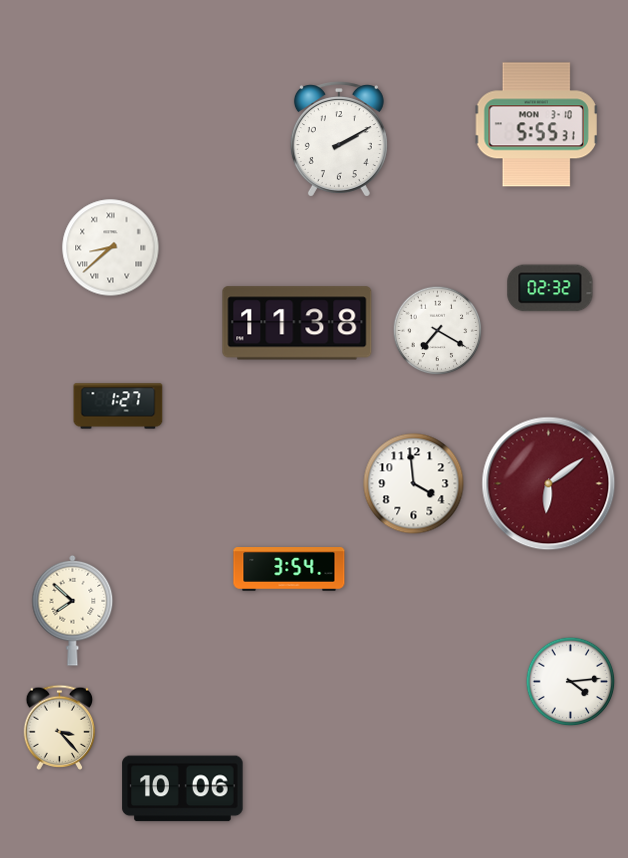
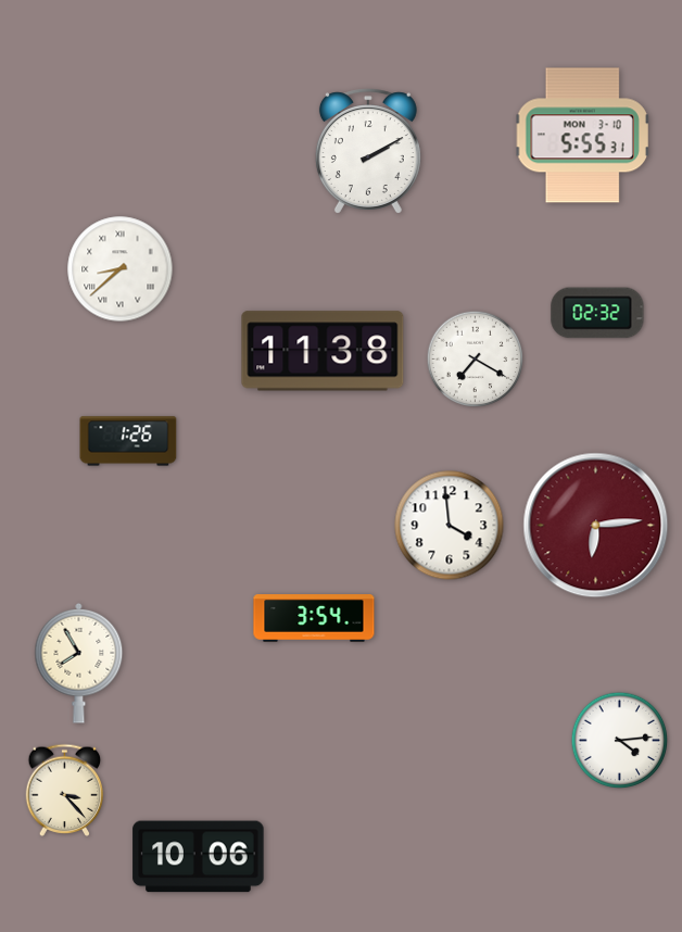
clock at (118, 406): 1:27 -> 1:26
clock at (549, 484): 6:09 -> 6:14
clock at (73, 610): 7:52 -> 7:55
